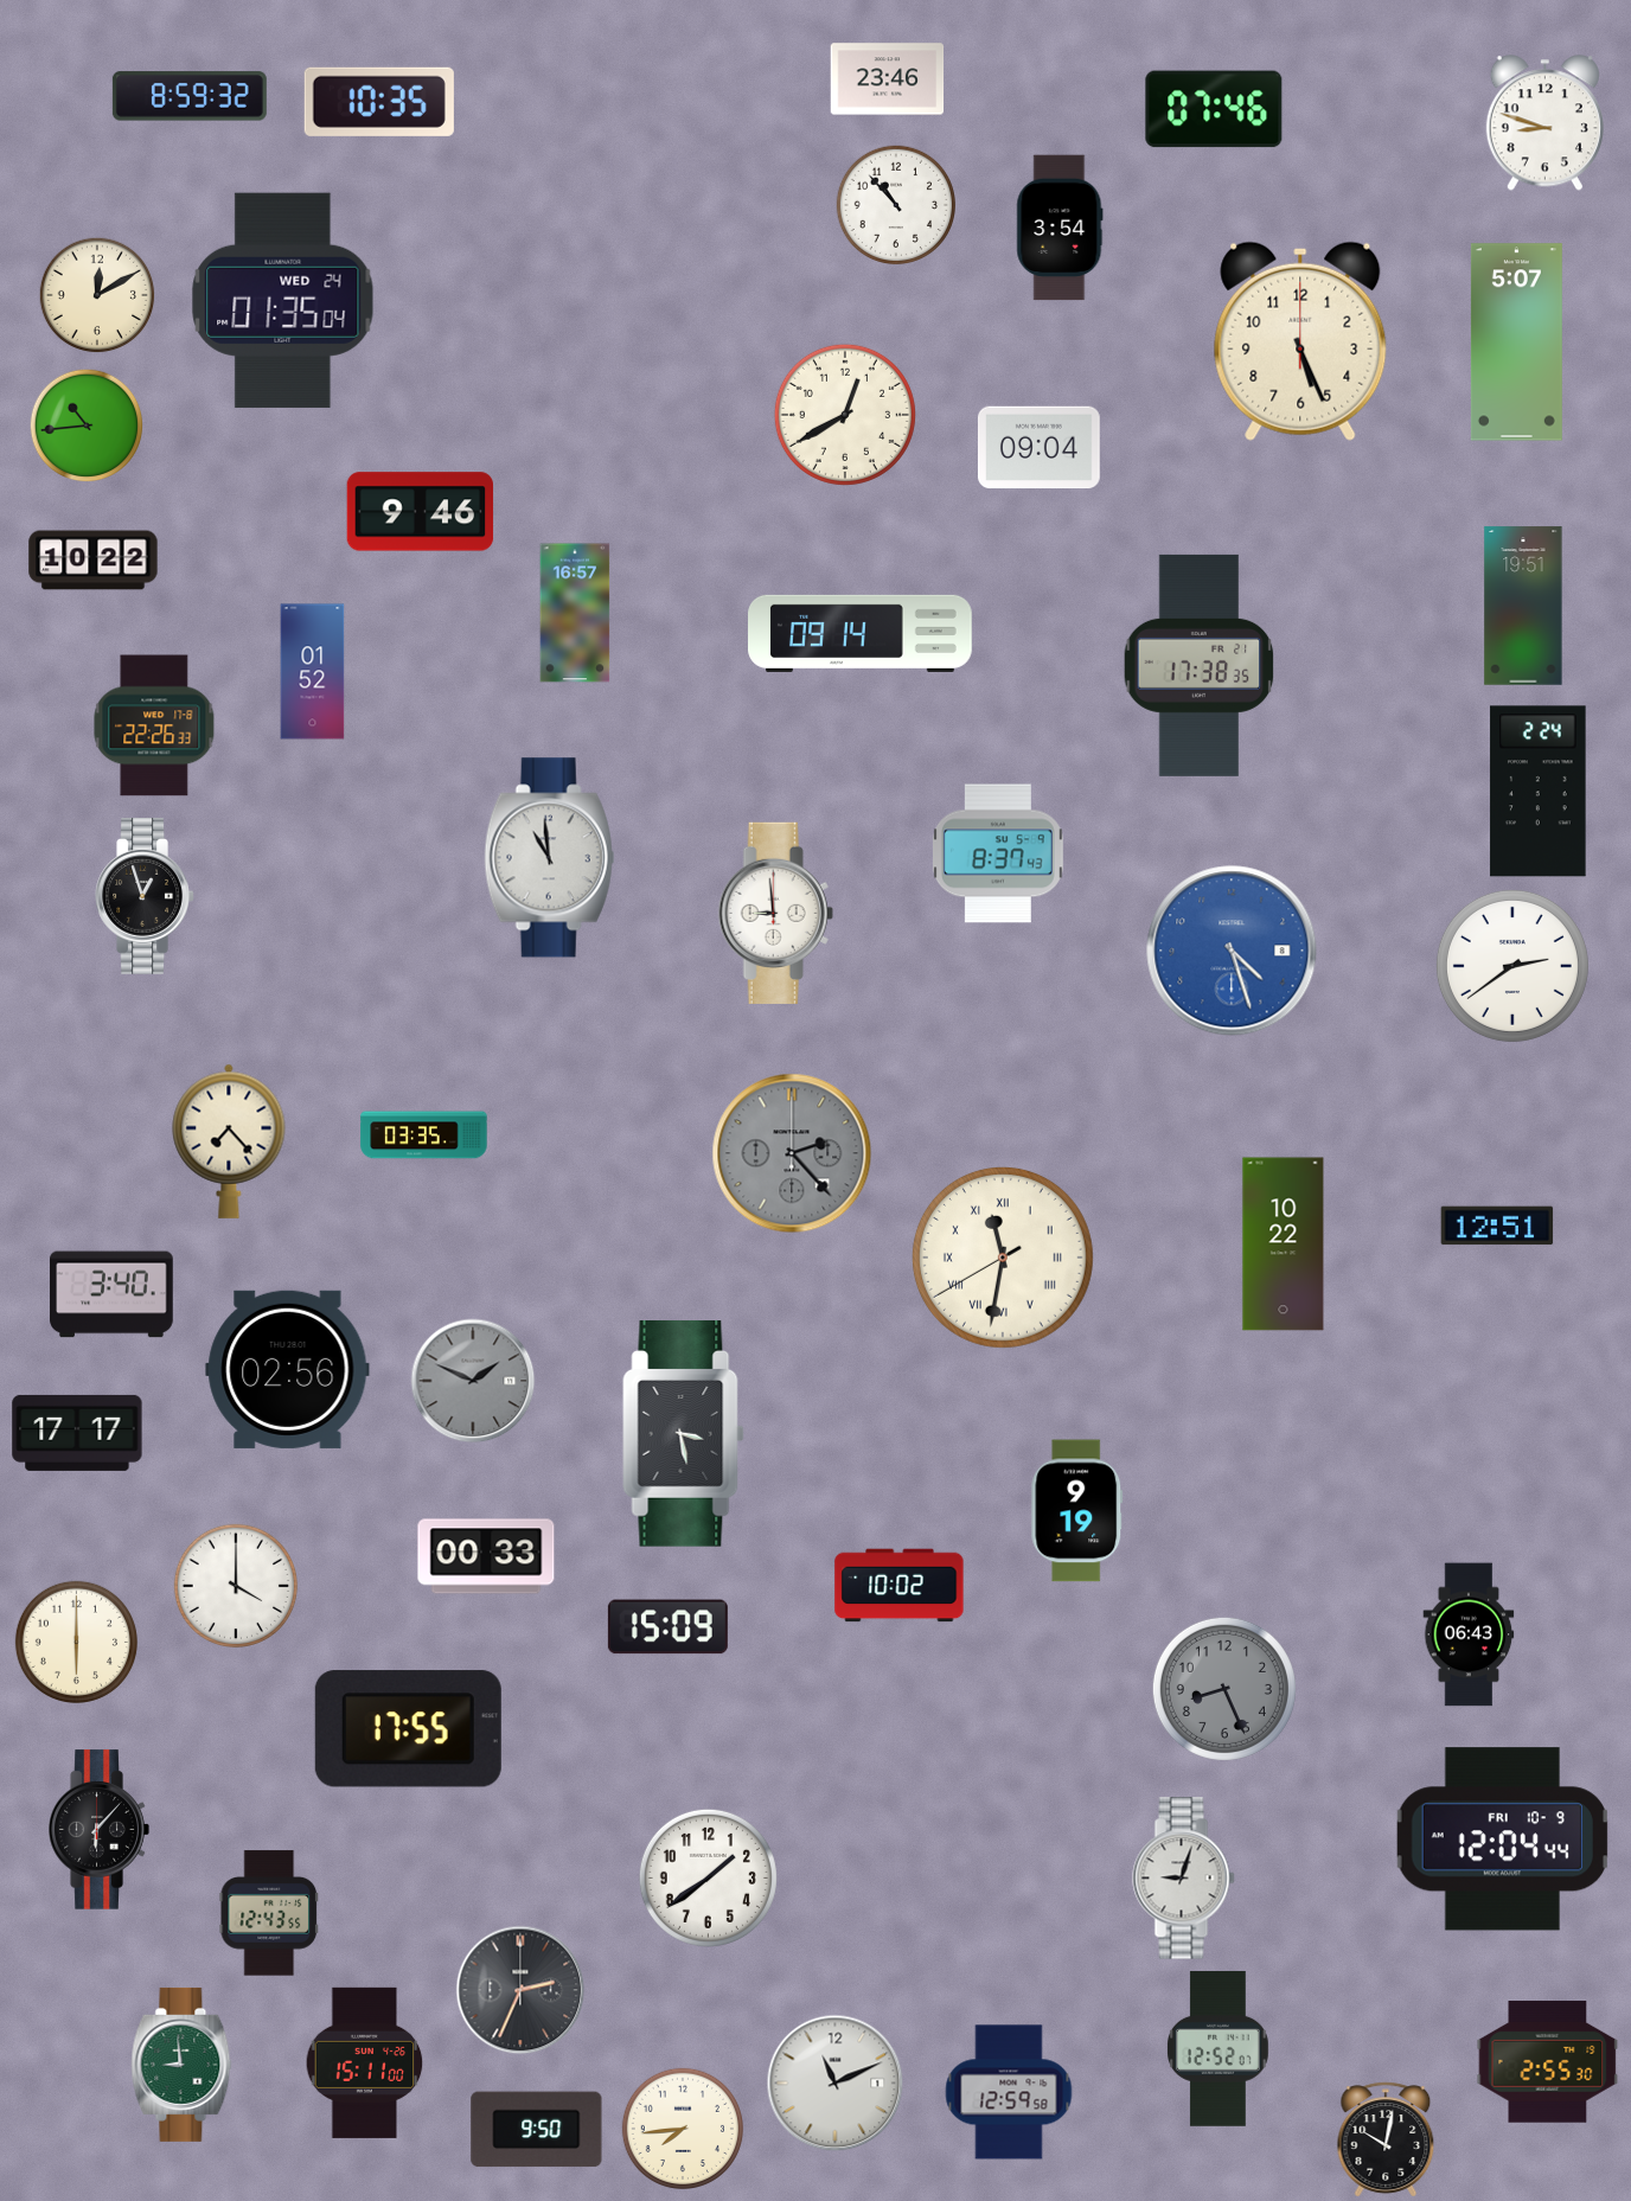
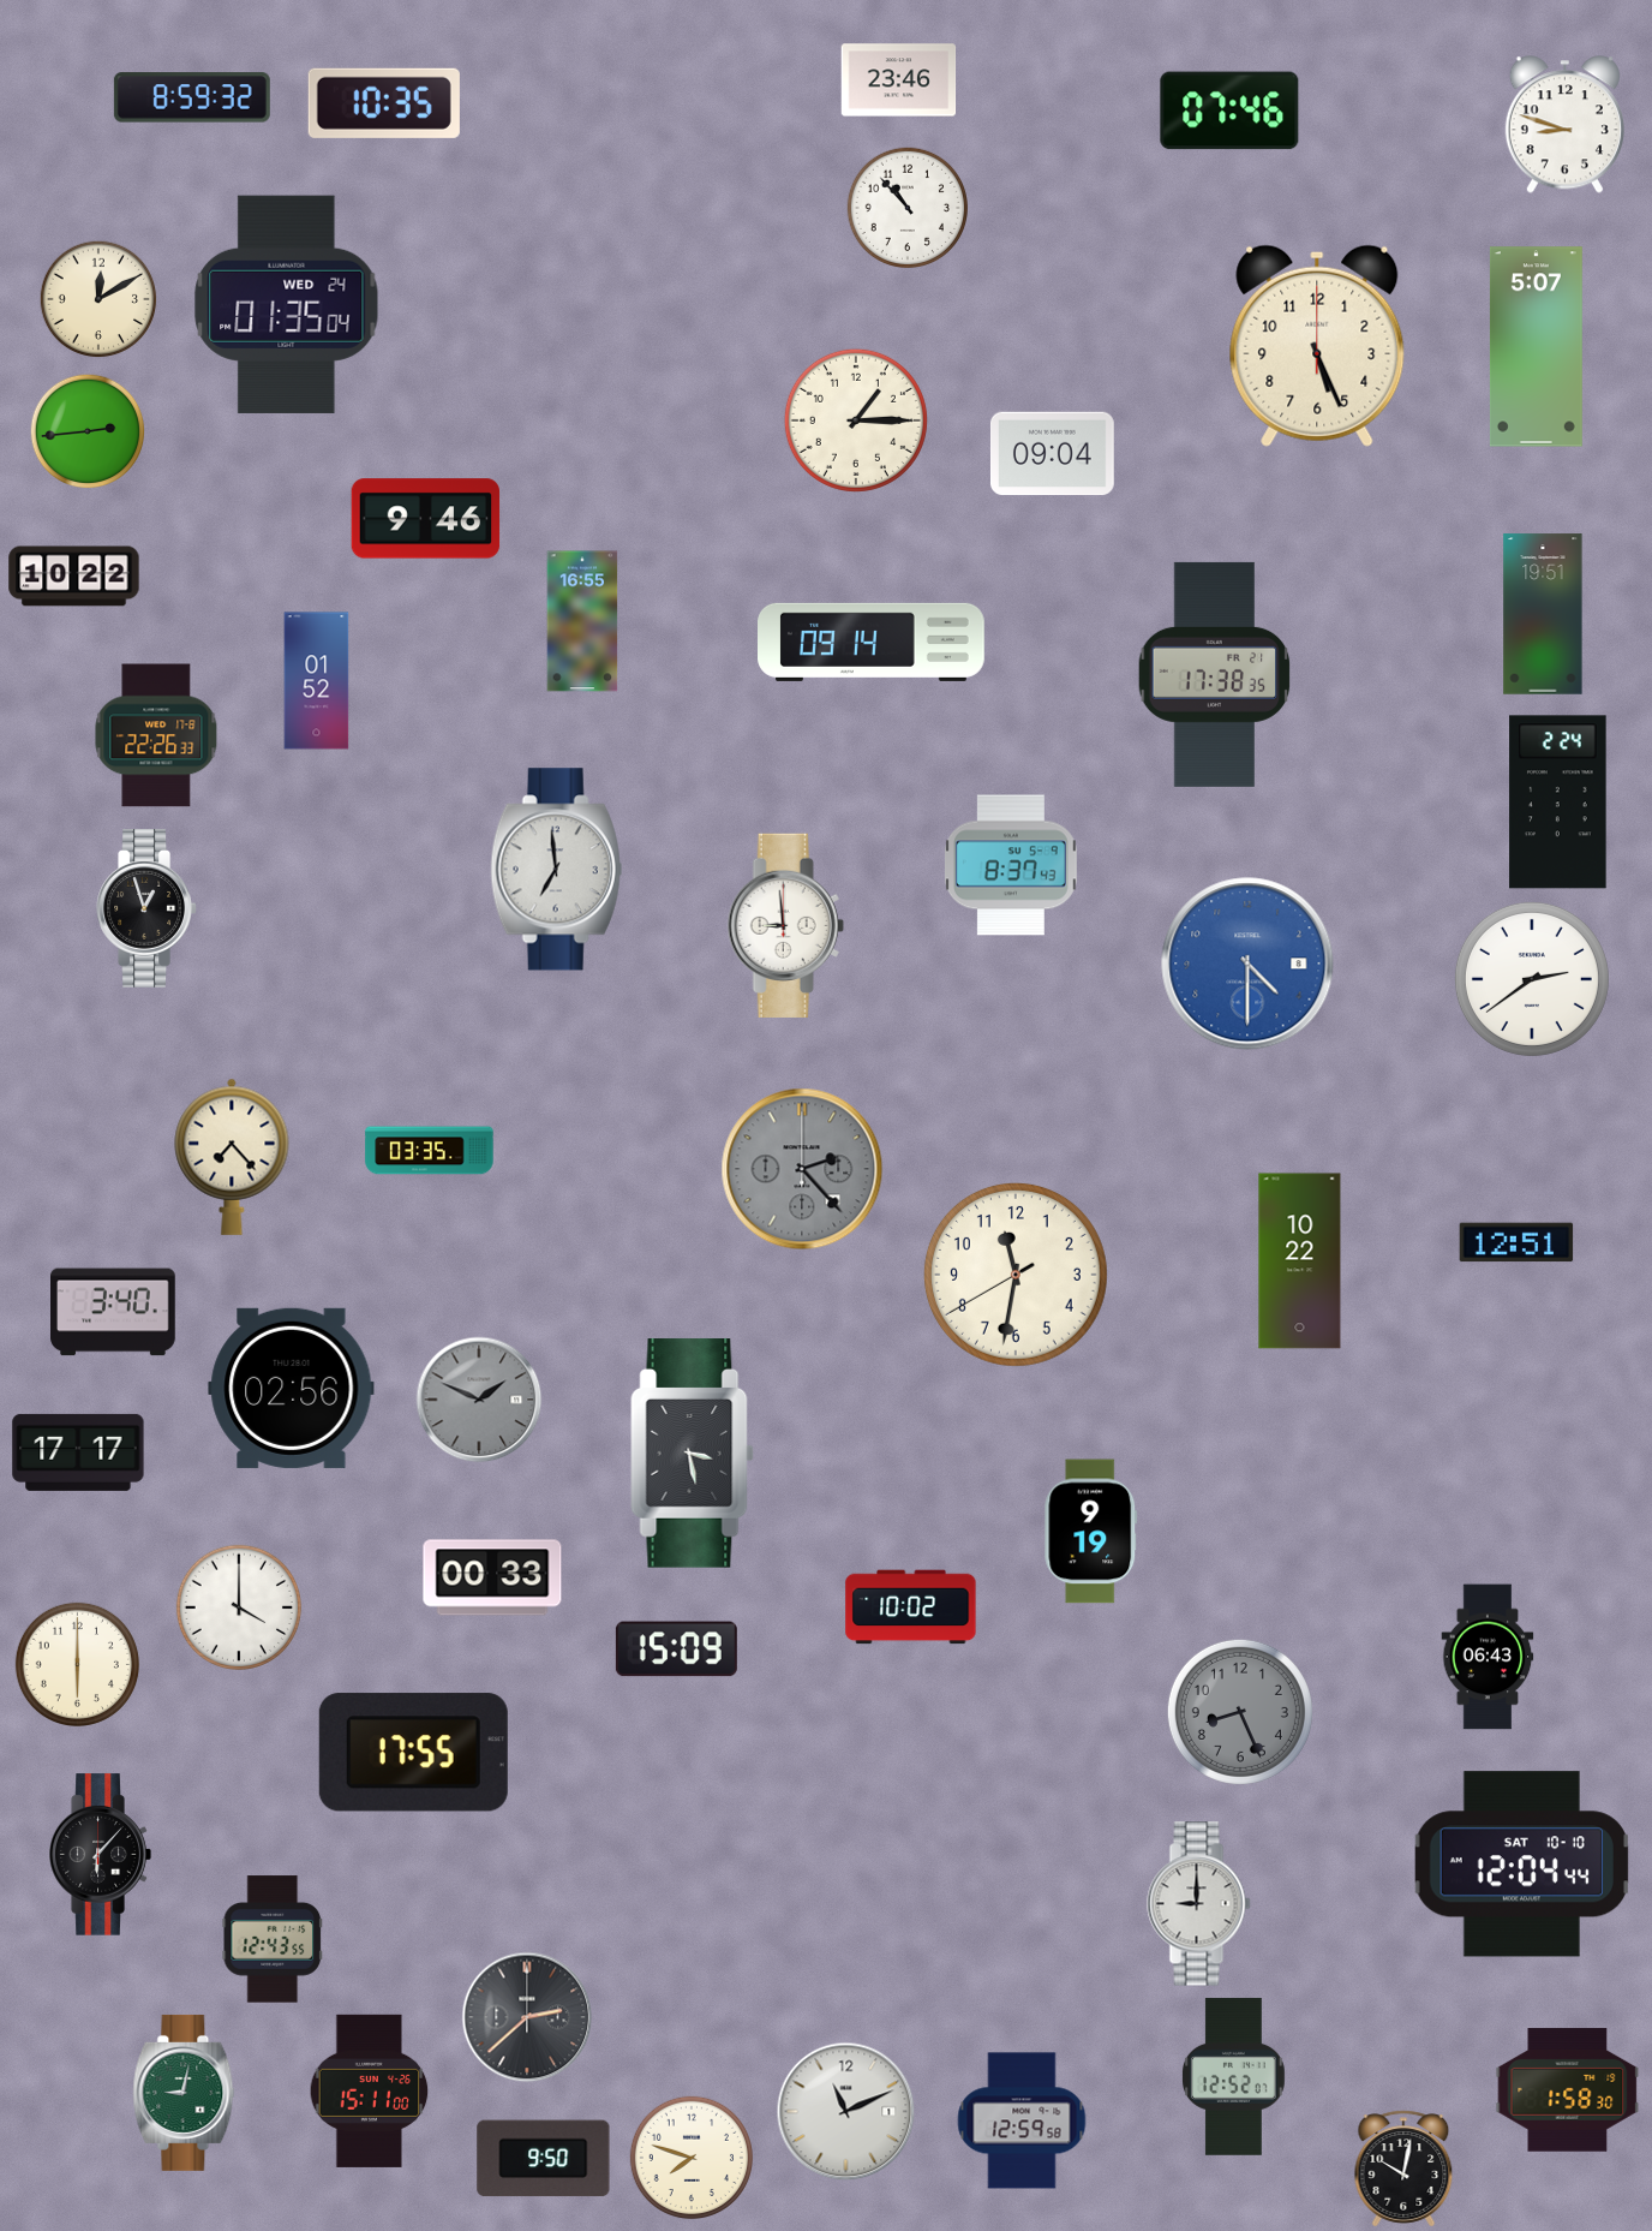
clock at (1060, 228): 3:54 -> none
clock at (845, 415): 12:40 -> 1:15
clock at (87, 426): 10:44 -> 2:44
clock at (94, 561) position: (94, 561) -> (74, 577)
clock at (575, 613): 16:57 -> 16:55
clock at (550, 858): 10:59 -> 6:59
clock at (1232, 951): 4:27 -> 4:30
clock at (1003, 1258) numerals: Roman -> Arabic
clock at (1502, 1840) date: FRI 10-9 -> SAT 10-10
clock at (708, 1877): 1:39 -> none
clock at (1184, 1879): 9:03 -> 9:00
clock at (520, 1990): 2:34 -> 2:38
clock at (1548, 2062): 2:55 -> 1:58
clock at (181, 2065): 8:59 -> 9:02
clock at (682, 2128): 7:44 -> 7:48
